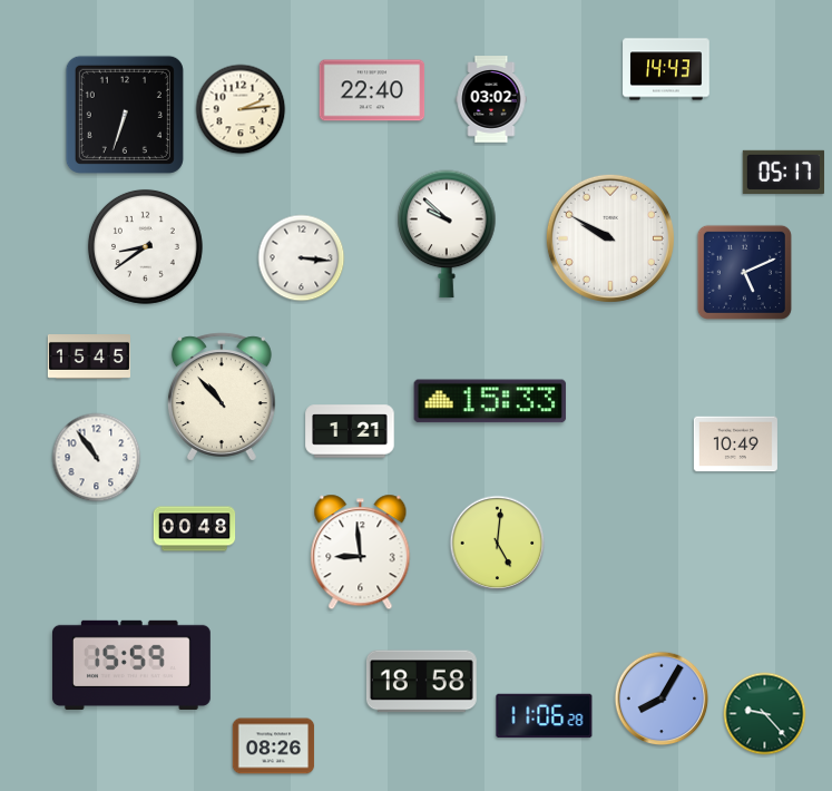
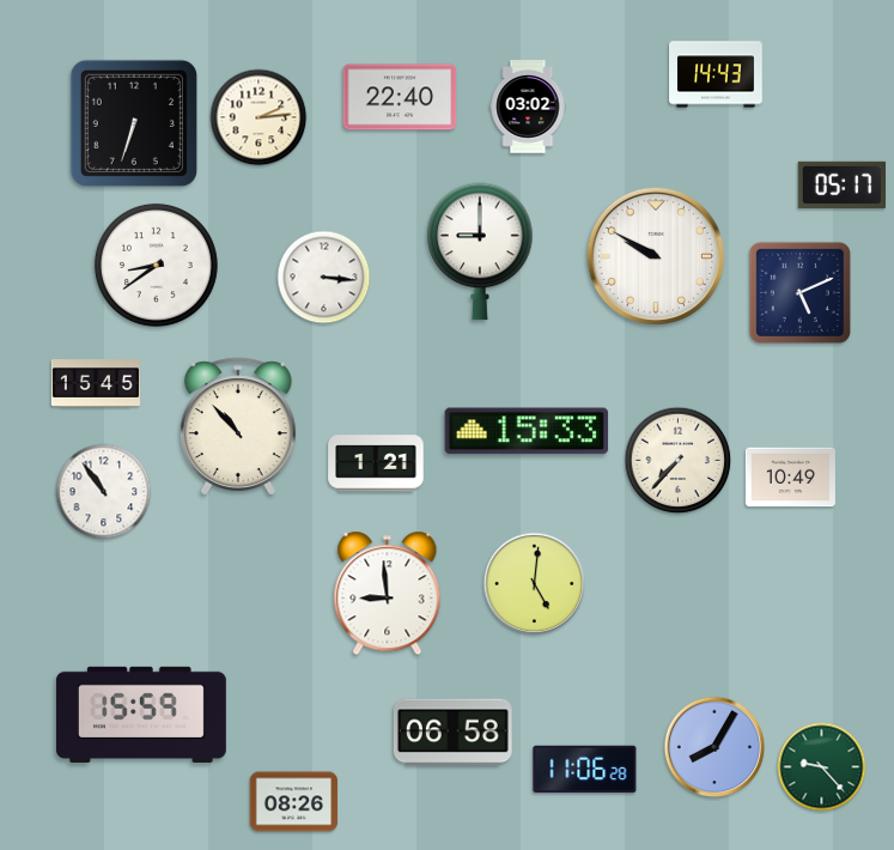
clock at (447, 234): 9:52 -> 9:00
clock at (679, 461): none -> 7:37
clock at (195, 529): 00:48 -> none
clock at (421, 682): 18:58 -> 06:58
clock at (662, 699) position: (662, 699) -> (714, 747)
